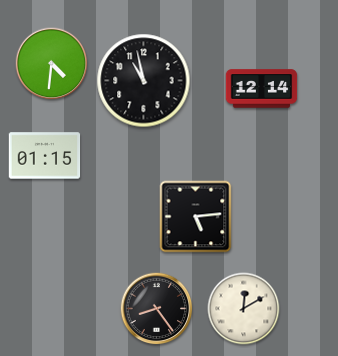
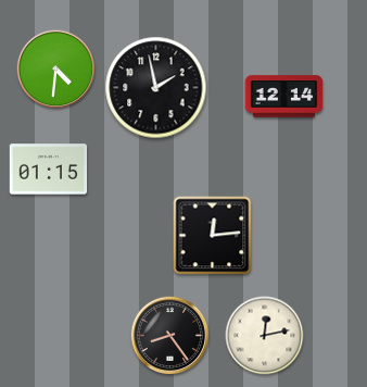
clock at (144, 81): 10:58 -> 1:58
clock at (196, 217): 5:14 -> 12:14
clock at (244, 309): 12:10 -> 12:13
